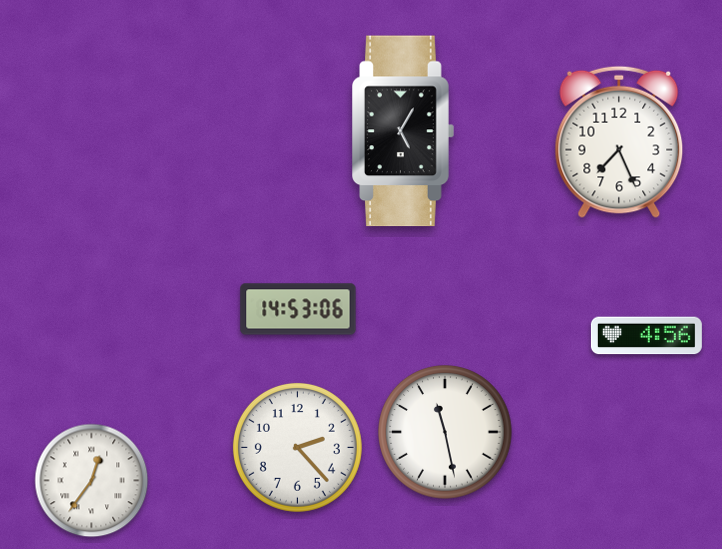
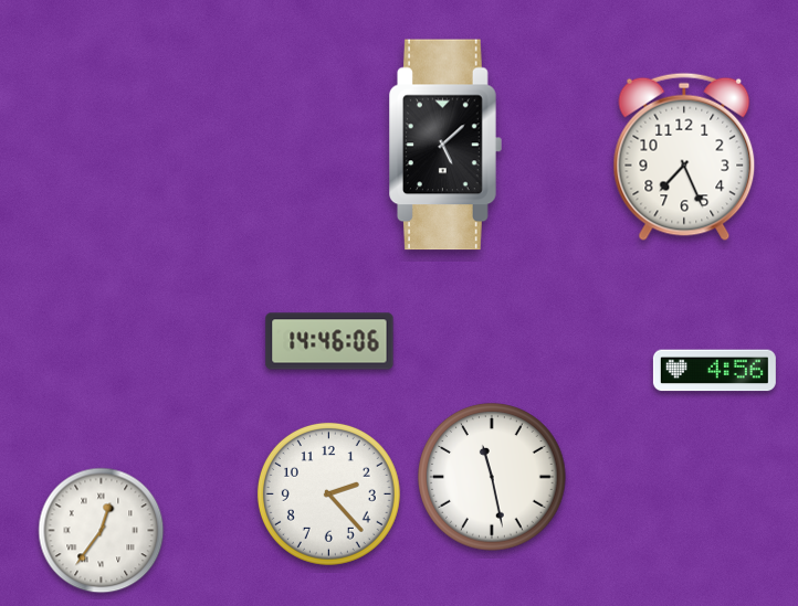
clock at (404, 131): 5:05 -> 5:08
clock at (298, 309): 14:53 -> 14:46
